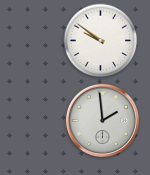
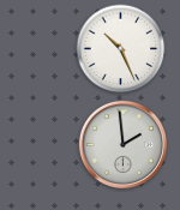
clock at (101, 41): 9:51 -> 10:26
